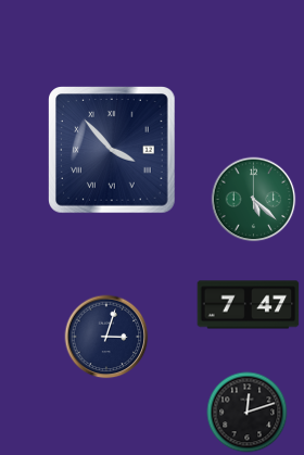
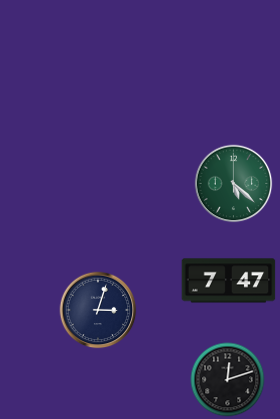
clock at (113, 151): 3:53 -> none
